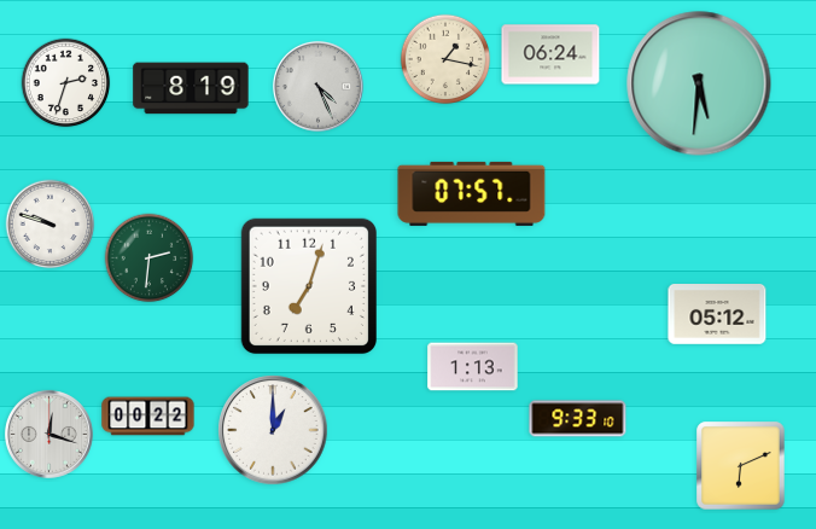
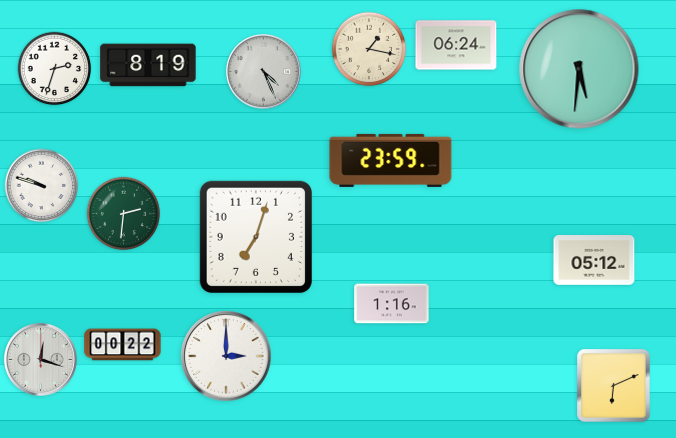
clock at (191, 88) position: (191, 88) -> (148, 65)
clock at (472, 193): 07:57 -> 23:59
clock at (473, 367): 1:13 -> 1:16
clock at (578, 419): 9:33 -> none
clock at (273, 430): 1:00 -> 3:00
